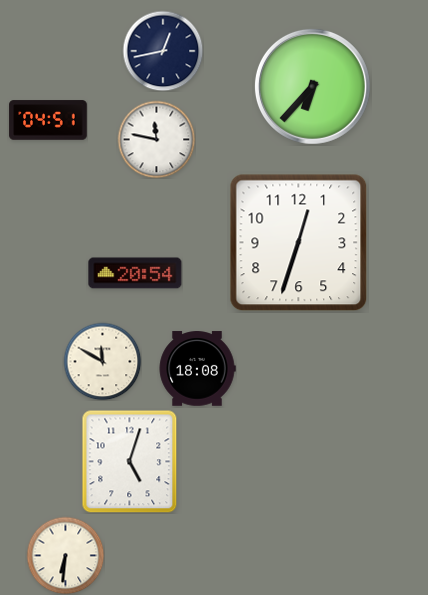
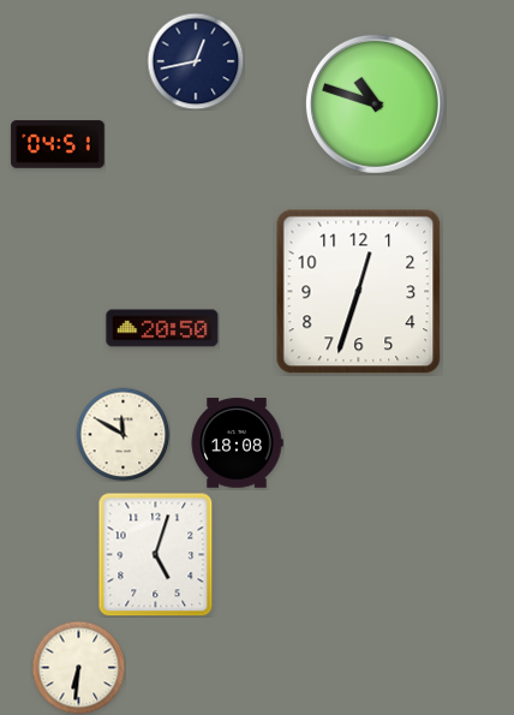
clock at (312, 86): 6:37 -> 10:48
clock at (156, 139): 11:47 -> none
clock at (135, 273): 20:54 -> 20:50
